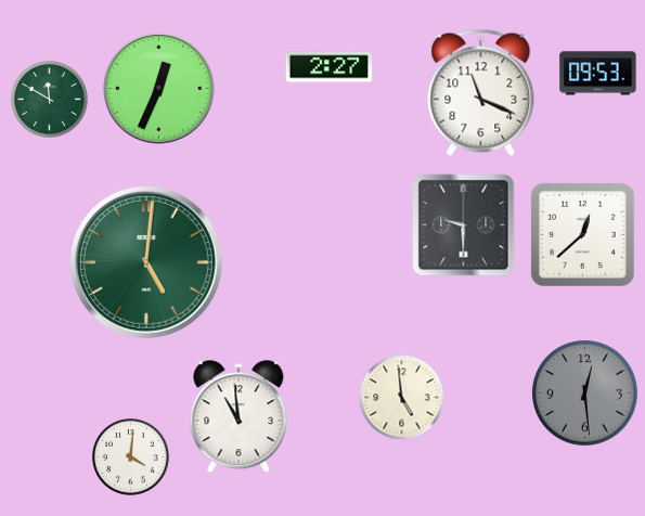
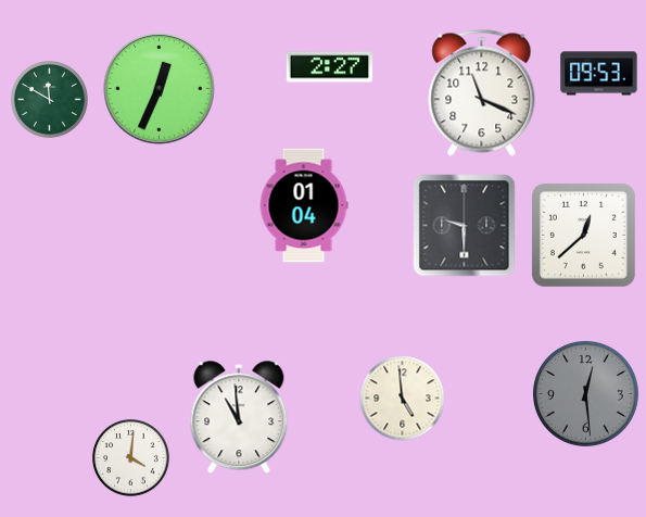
clock at (304, 205): none -> 01:04
clock at (146, 262): 5:01 -> none
